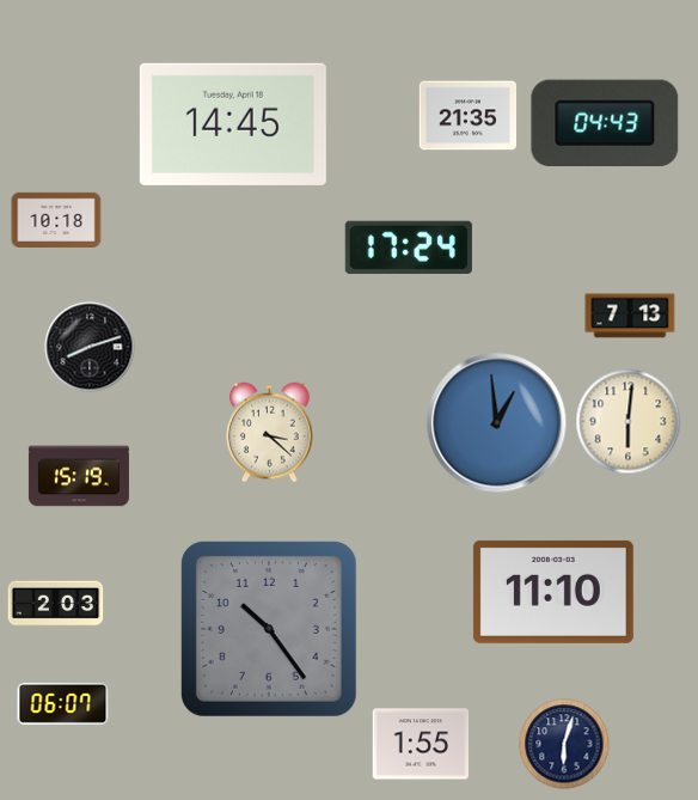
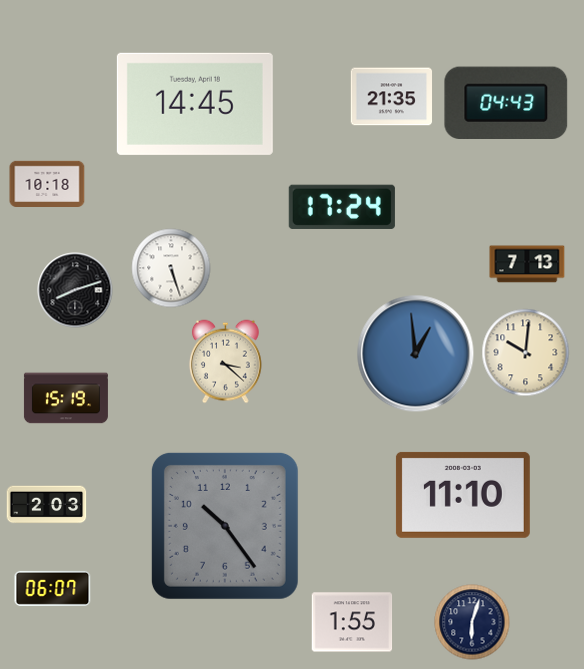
clock at (171, 268): none -> 5:27
clock at (629, 422): 6:01 -> 10:01
